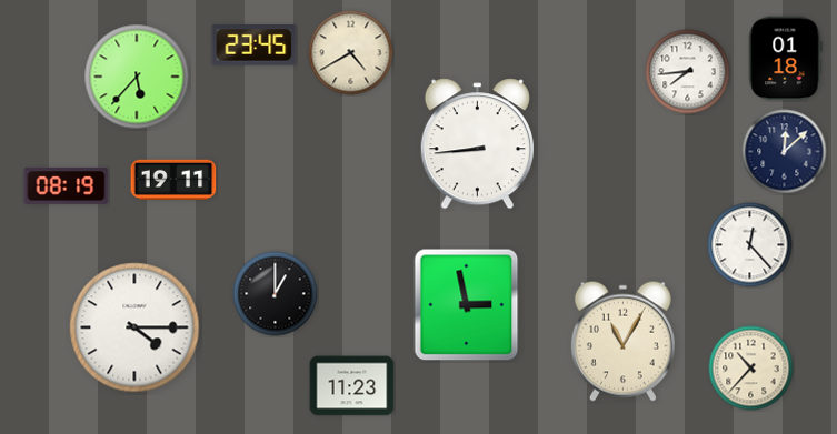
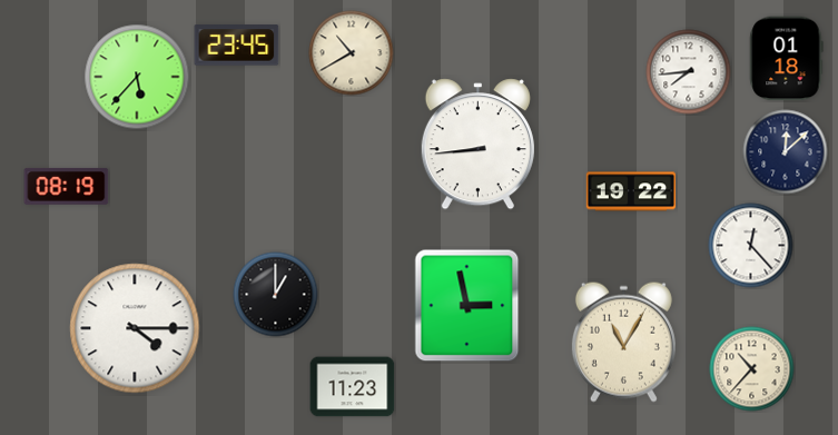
clock at (255, 46) position: (255, 46) -> (237, 46)
clock at (351, 53): 4:40 -> 10:40
clock at (173, 180): 19:11 -> none
clock at (631, 191): none -> 19:22
